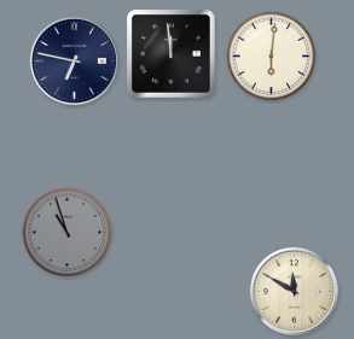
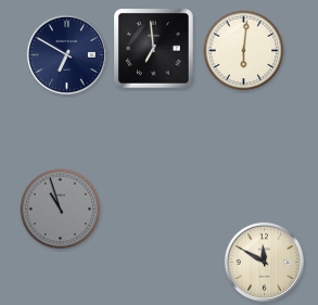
clock at (172, 54): 11:59 -> 6:59
clock at (74, 60): 6:47 -> 6:50
